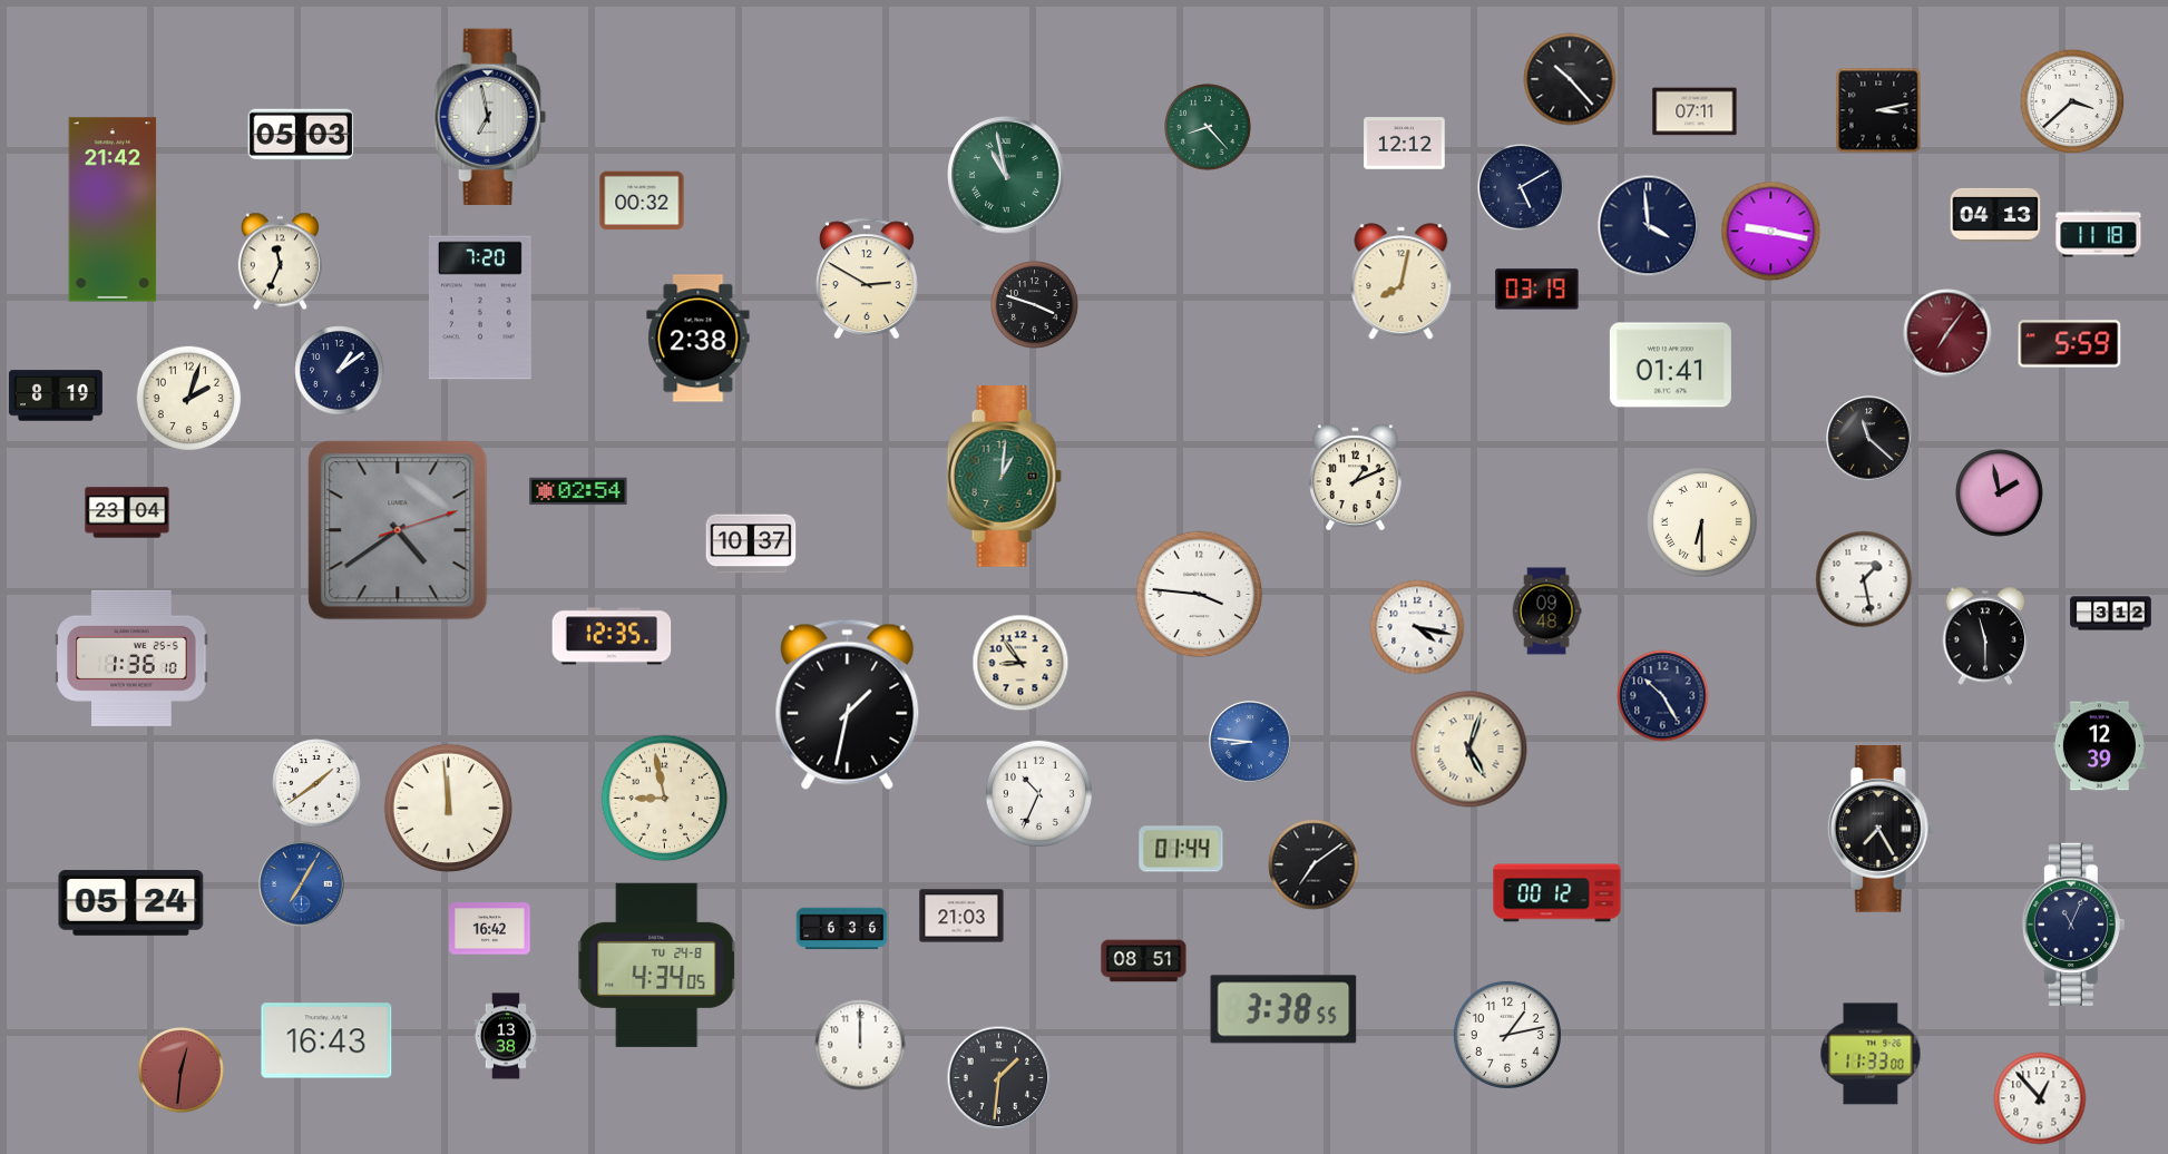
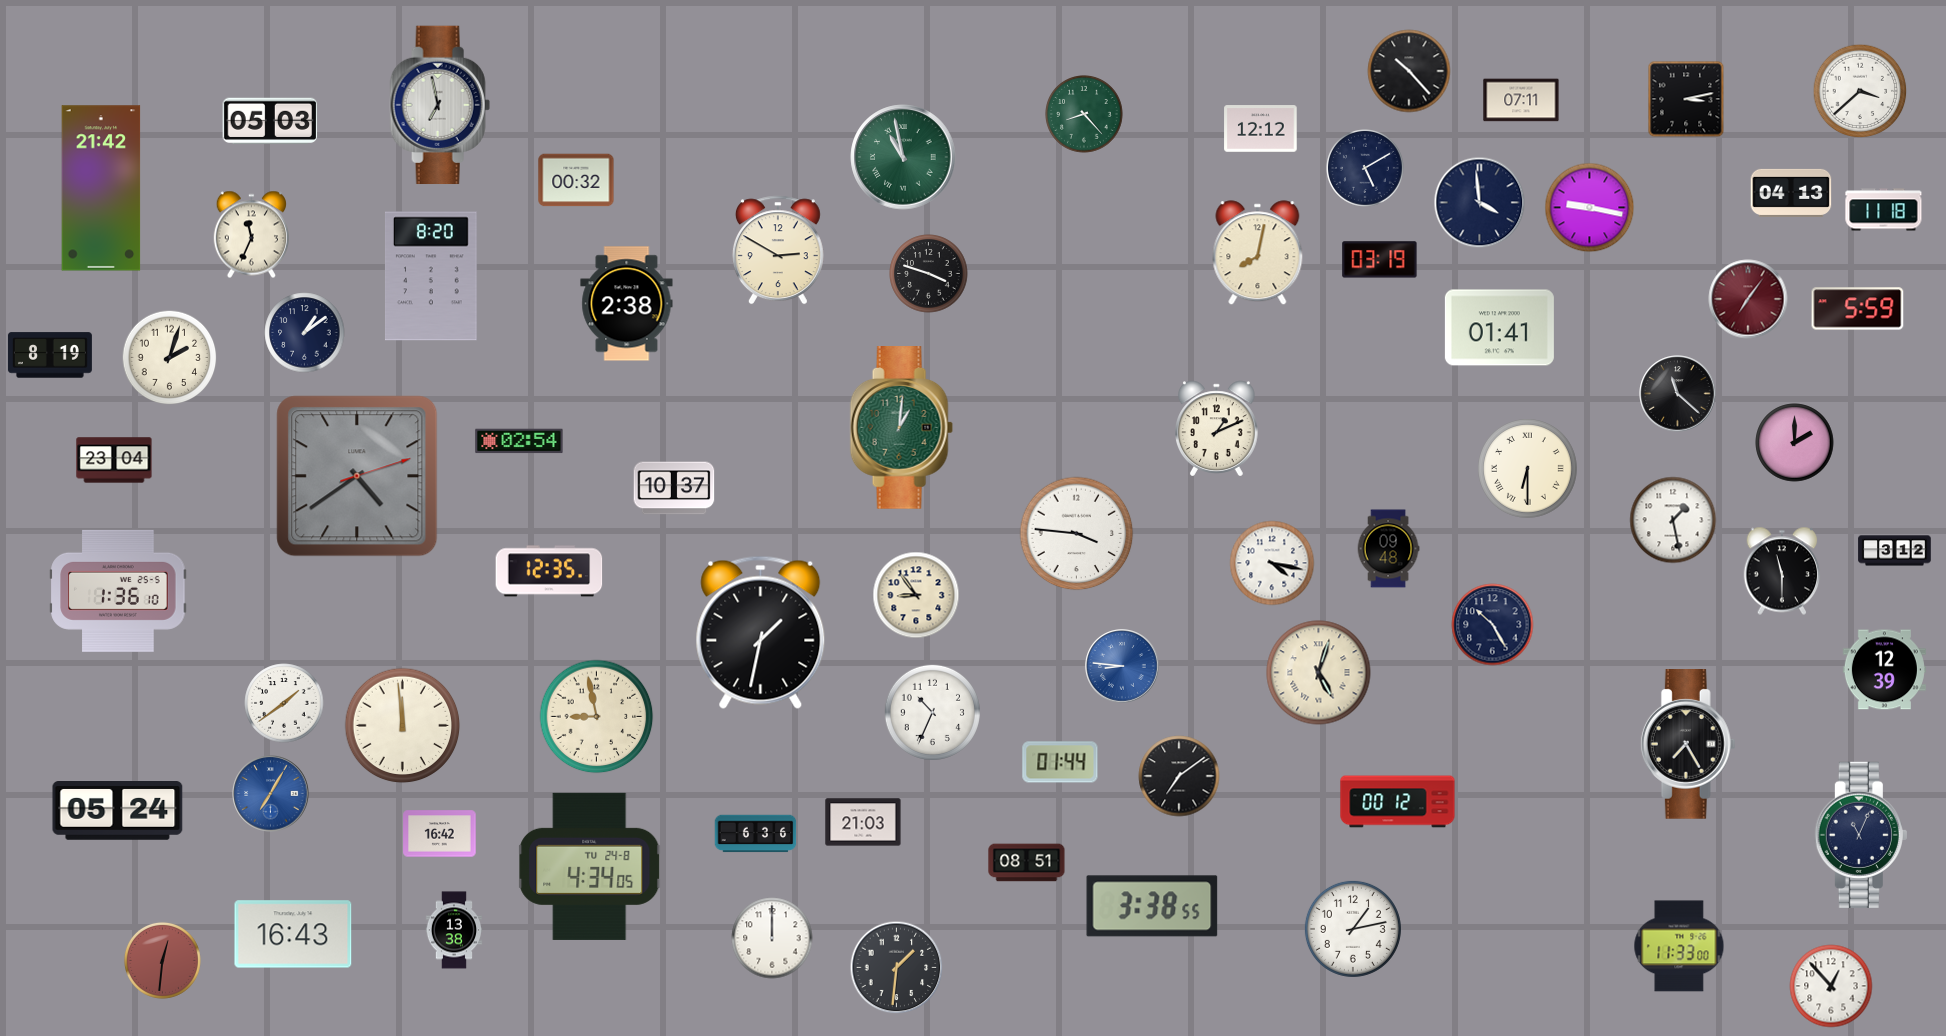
clock at (480, 307): 7:20 -> 8:20
clock at (2000, 493): 1:58 -> 2:00
clock at (2073, 925) position: (2073, 925) -> (1861, 835)
